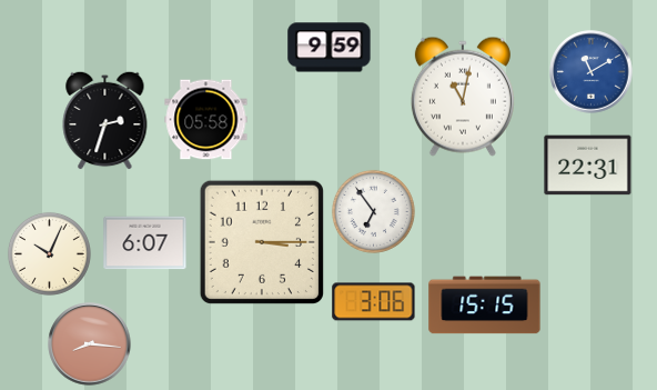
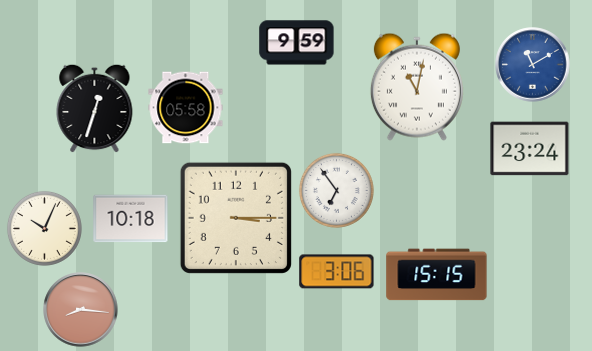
clock at (105, 120): 2:33 -> 12:33
clock at (588, 166): 22:31 -> 23:24
clock at (145, 243): 6:07 -> 10:18
